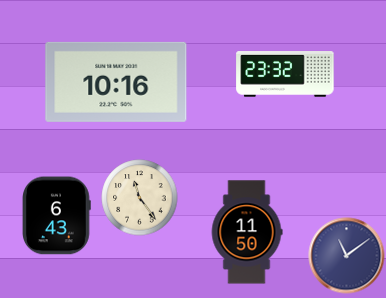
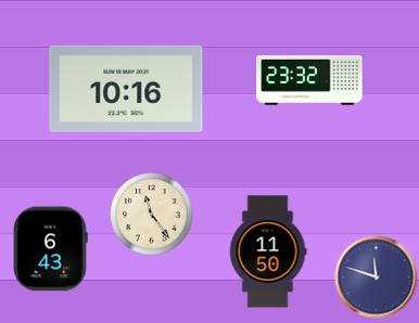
clock at (57, 216) position: (57, 216) -> (51, 249)
clock at (347, 256): 11:09 -> 11:48
